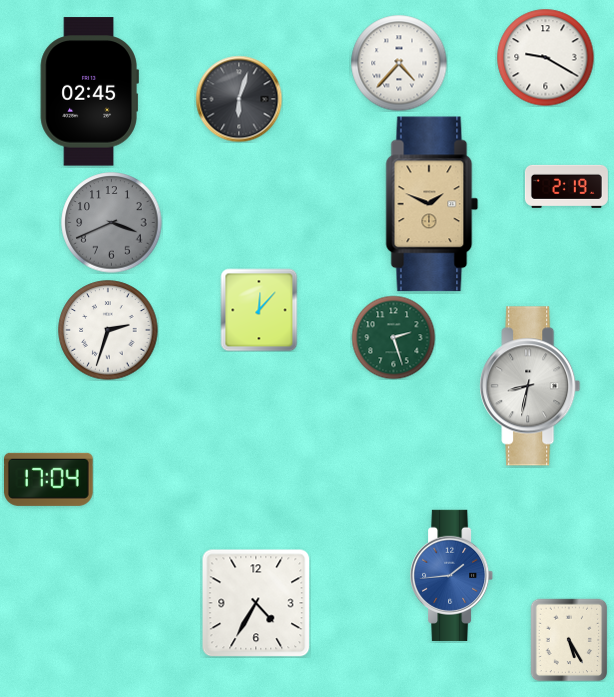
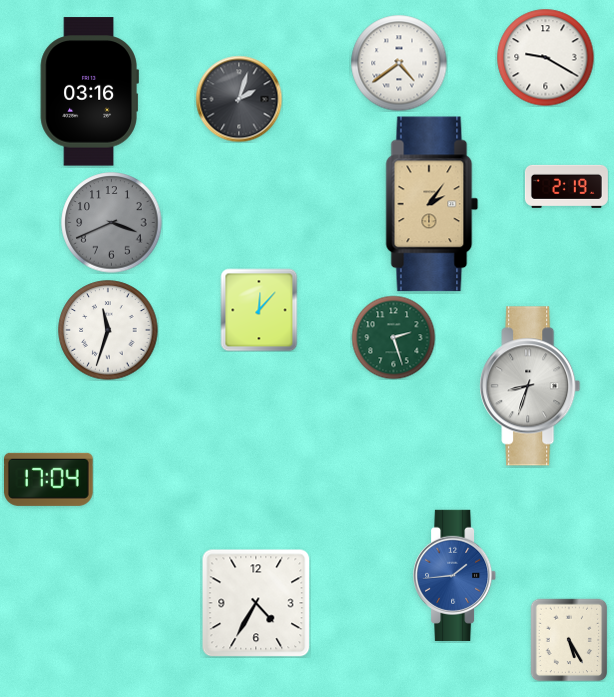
clock at (399, 63): 4:37 -> 4:39
clock at (89, 92): 02:45 -> 03:16
clock at (239, 99): 6:03 -> 2:03
clock at (432, 204): 1:49 -> 2:06
clock at (108, 330): 2:33 -> 11:33
clock at (530, 386): 8:32 -> 8:33
clock at (452, 575) position: (452, 575) -> (455, 575)
